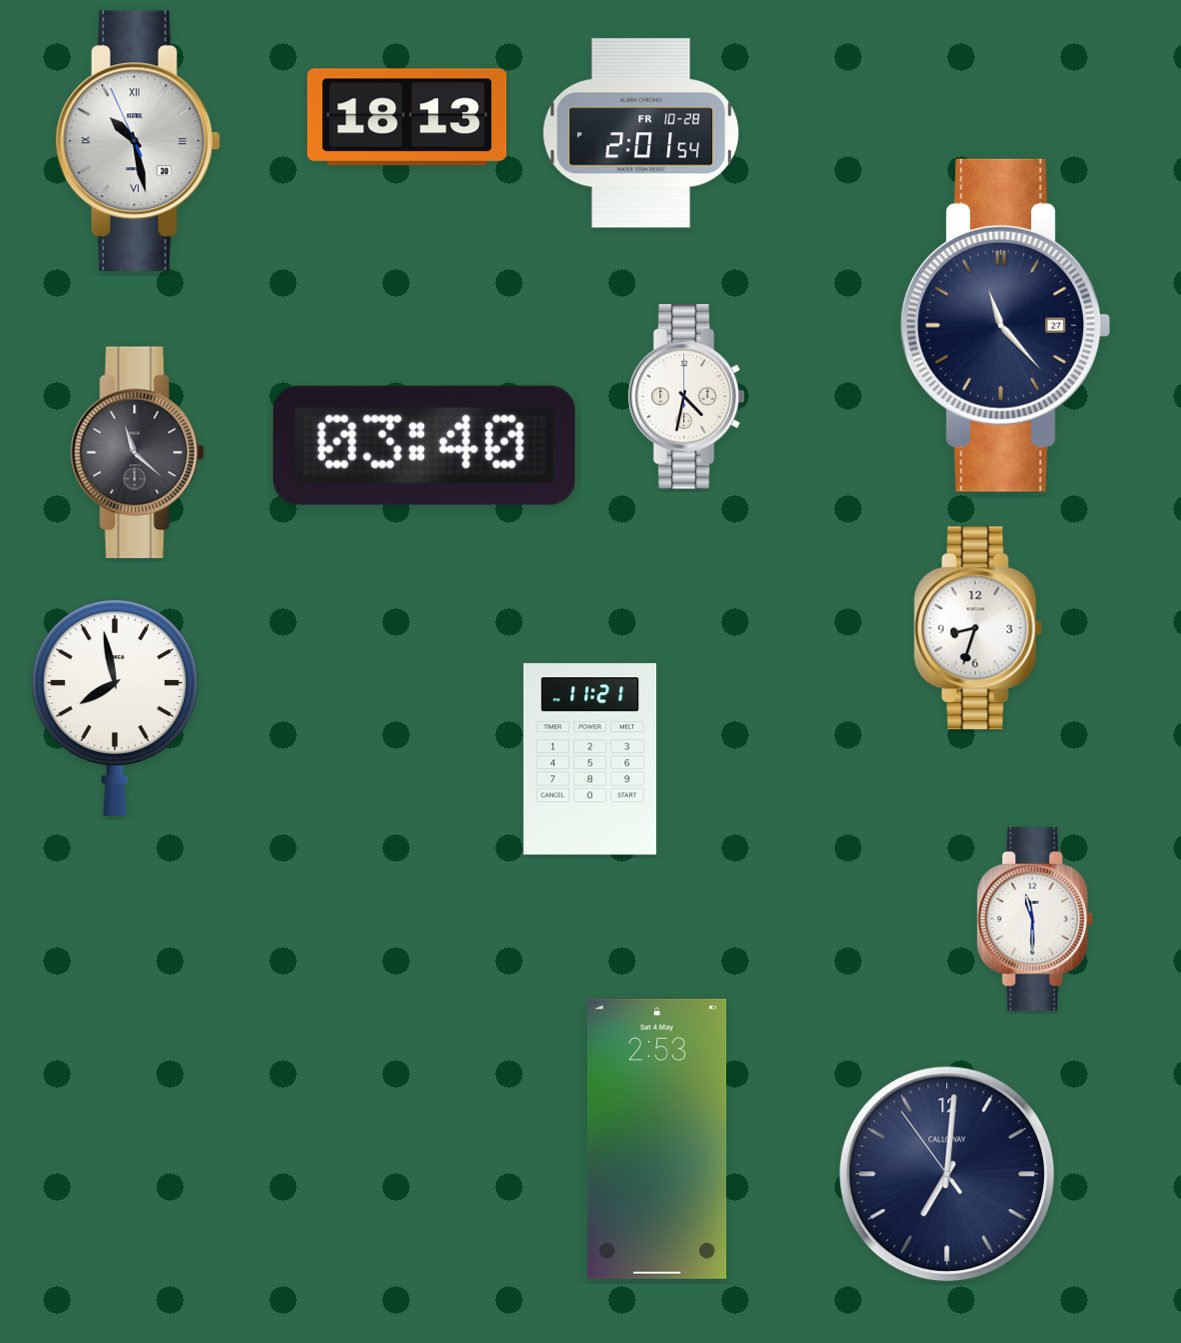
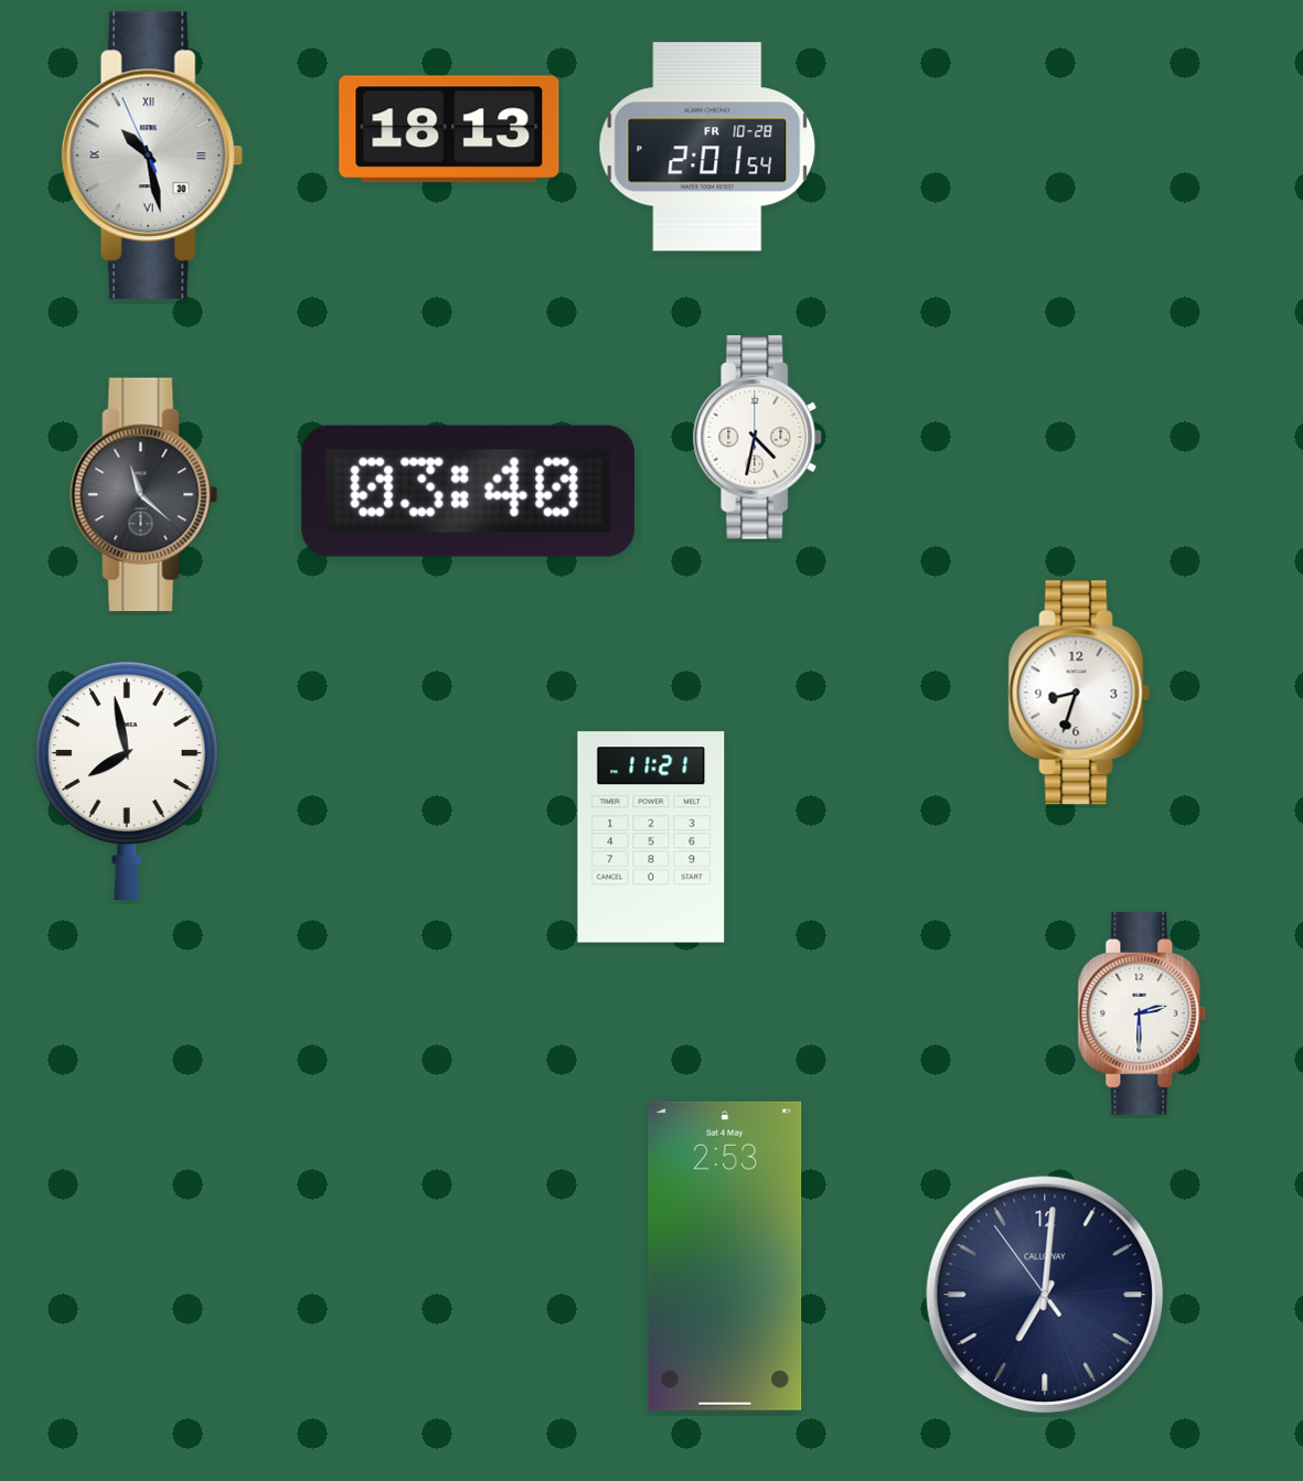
clock at (1006, 325): 11:23 -> none
clock at (138, 453) position: (138, 453) -> (145, 495)
clock at (1035, 920): 11:30 -> 2:30
